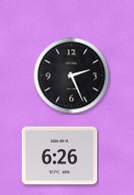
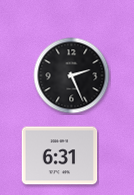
clock at (60, 156): 6:26 -> 6:31
